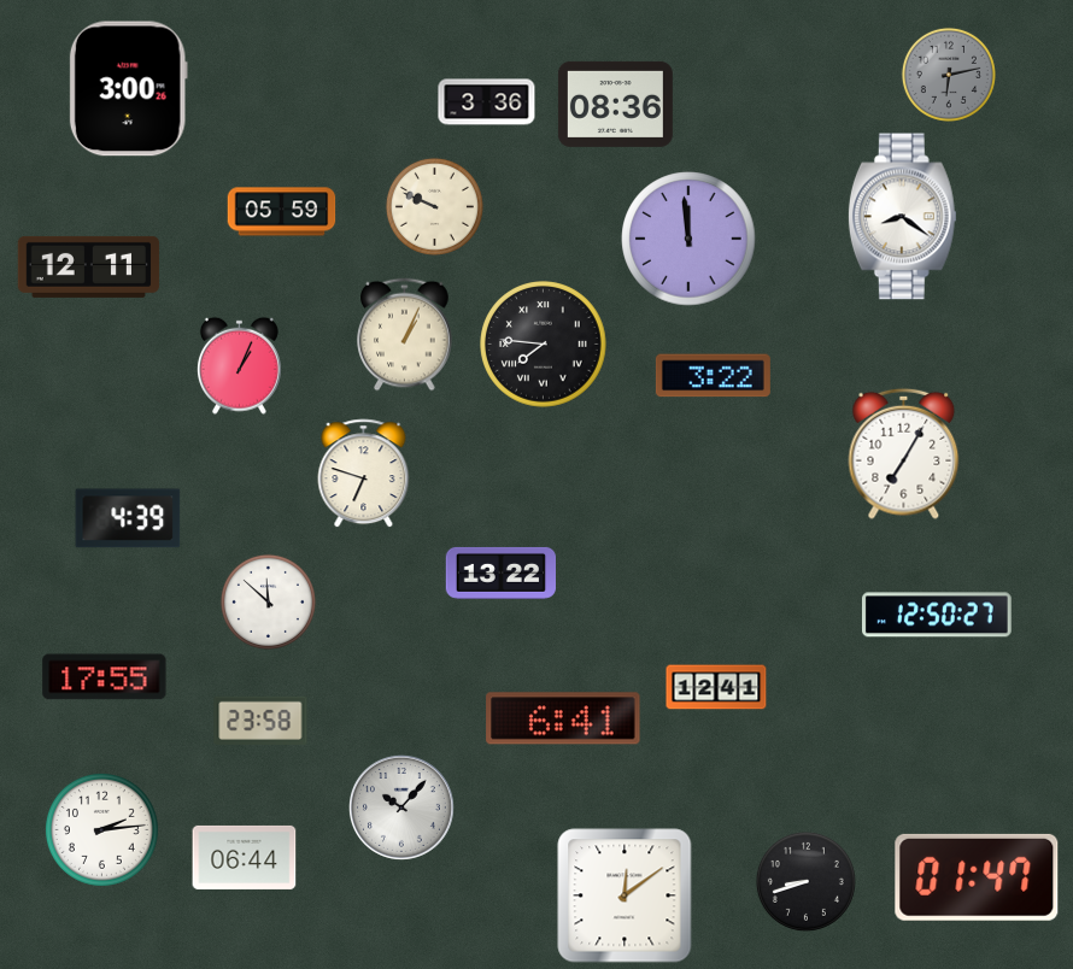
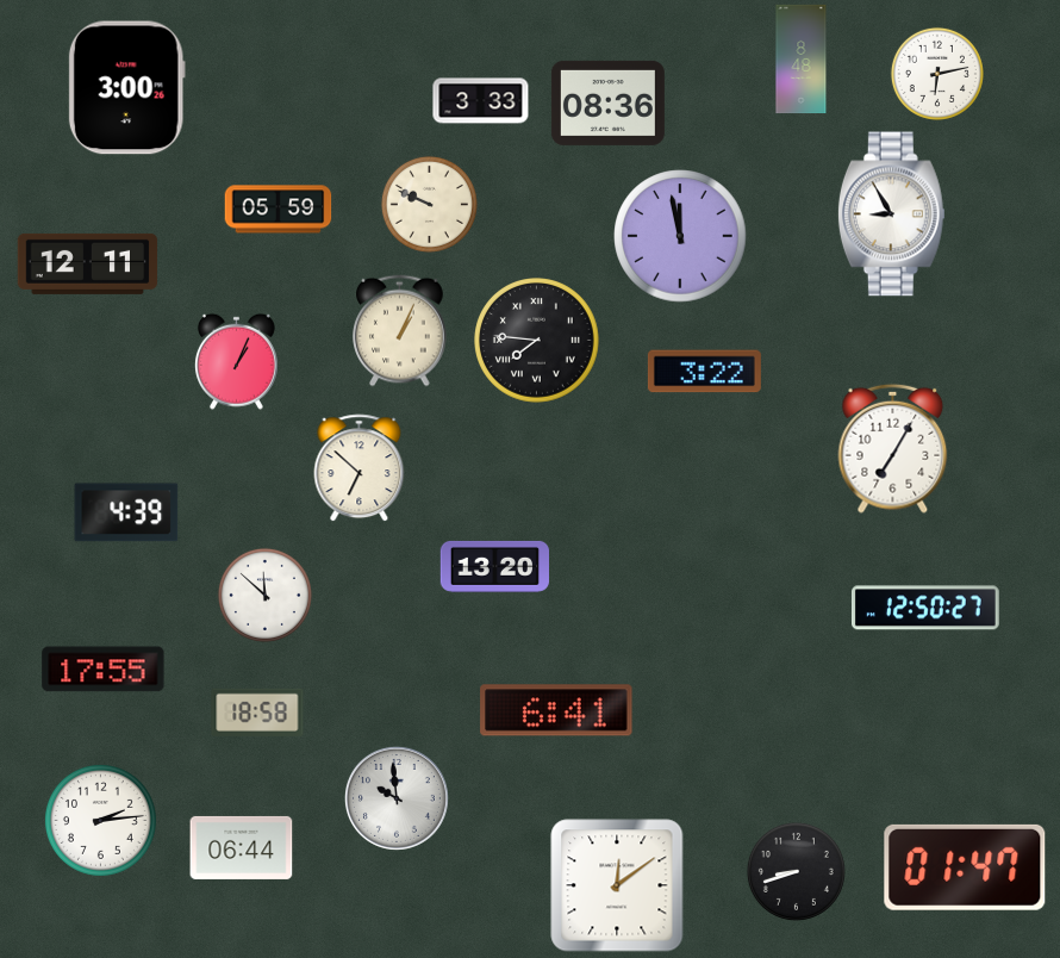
clock at (802, 60): none -> 8:48
clock at (949, 75) dial: grey -> white
clock at (487, 102): 3:36 -> 3:33
clock at (902, 217): 8:21 -> 8:55
clock at (688, 239): 11:59 -> 11:58
clock at (364, 474): 6:48 -> 6:52
clock at (500, 572): 13:22 -> 13:20
clock at (716, 687): 12:41 -> none
clock at (260, 721): 23:58 -> 18:58
clock at (401, 808): 10:07 -> 9:59
